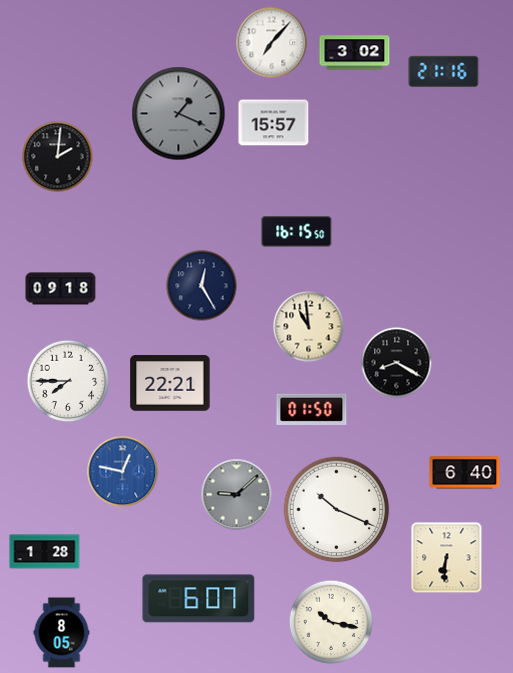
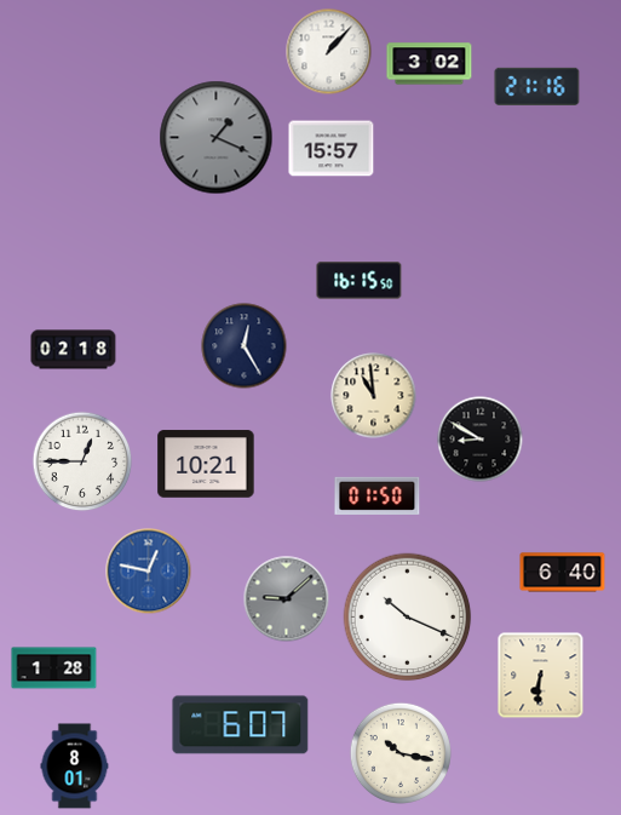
clock at (272, 43): 7:07 -> 1:07
clock at (58, 157): 2:01 -> none
clock at (61, 289): 09:18 -> 02:18
clock at (397, 363): 8:20 -> 8:50
clock at (68, 381): 7:45 -> 12:45
clock at (170, 383): 22:21 -> 10:21
clock at (62, 633): 8:05 -> 8:01
